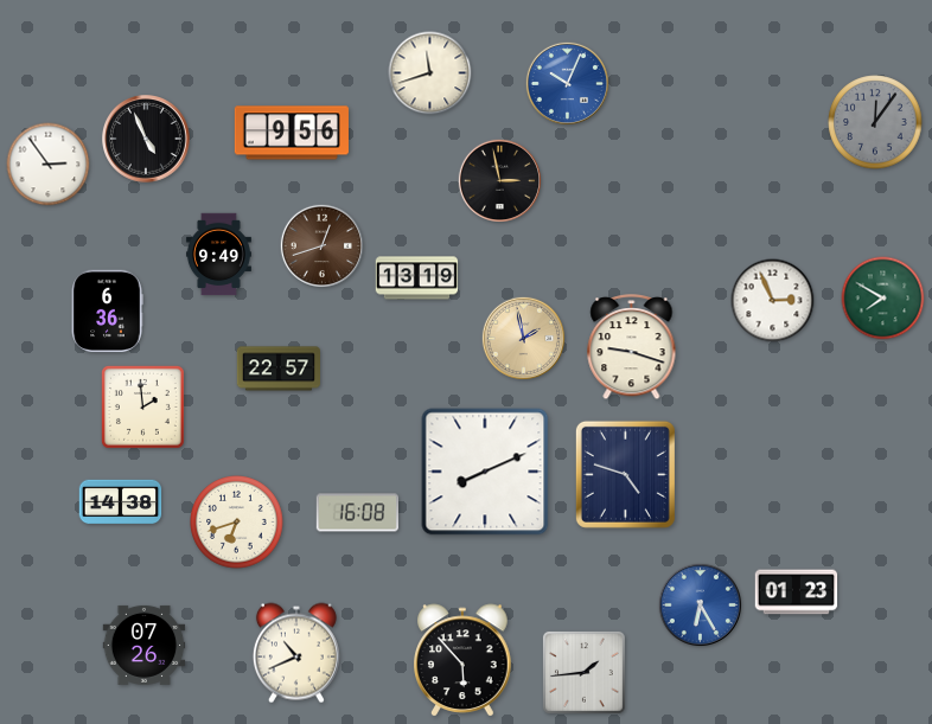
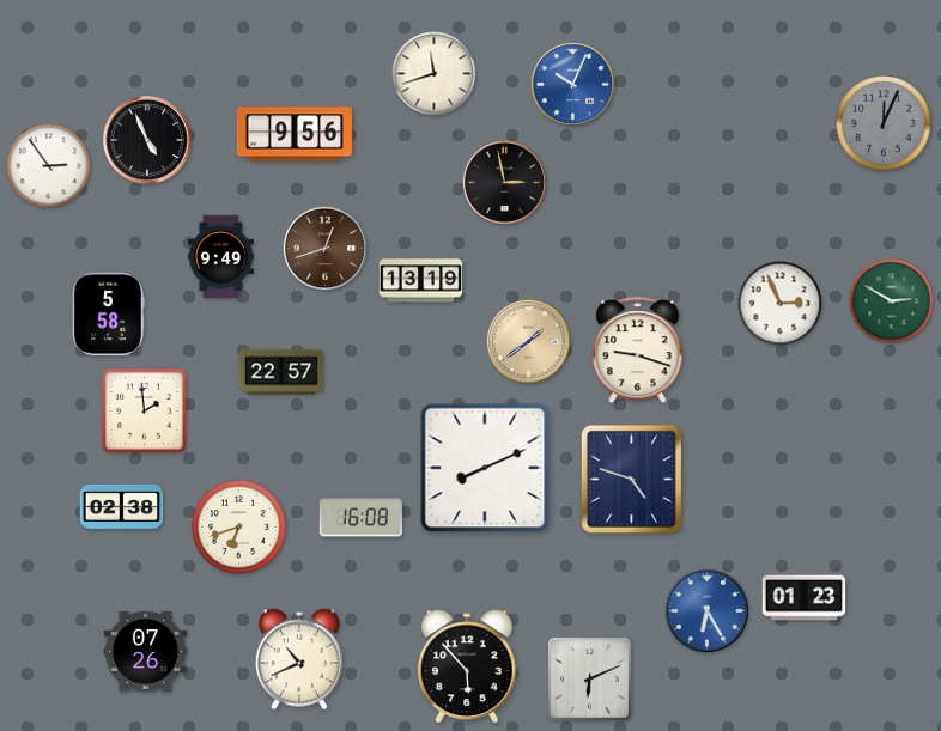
clock at (875, 122): 12:06 -> 12:04
clock at (883, 299): 7:50 -> 2:50
clock at (107, 312): 6:36 -> 5:58
clock at (523, 338): 1:58 -> 1:39
clock at (485, 472) position: (485, 472) -> (485, 468)
clock at (121, 502): 14:38 -> 02:38
clock at (583, 672): 1:44 -> 6:11
